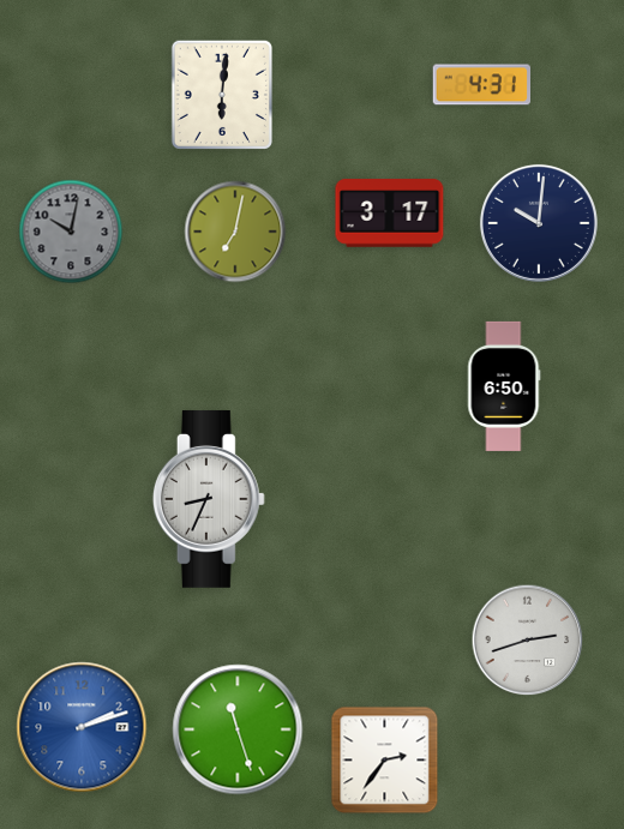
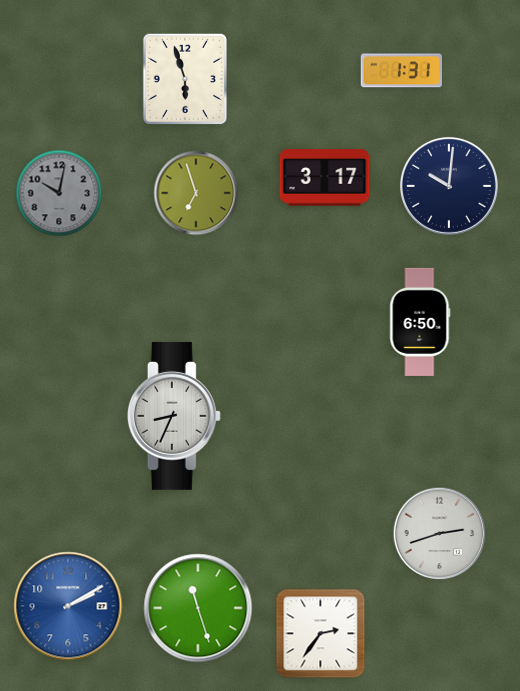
clock at (481, 85): 4:31 -> 1:31
clock at (222, 95): 6:01 -> 5:57
clock at (235, 232): 7:02 -> 6:57
clock at (82, 727): 2:12 -> 2:10
